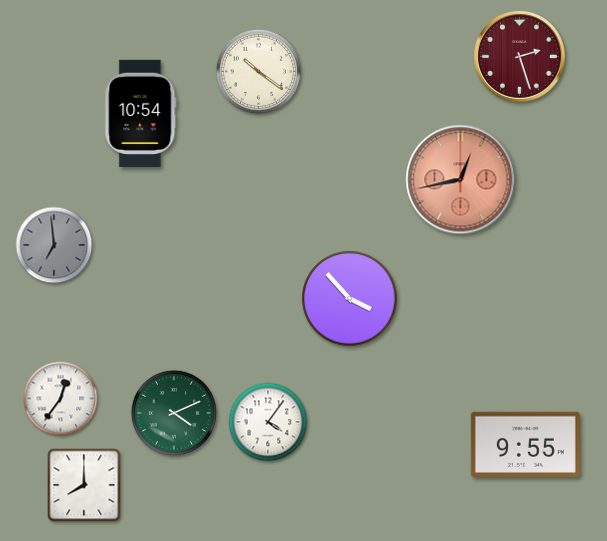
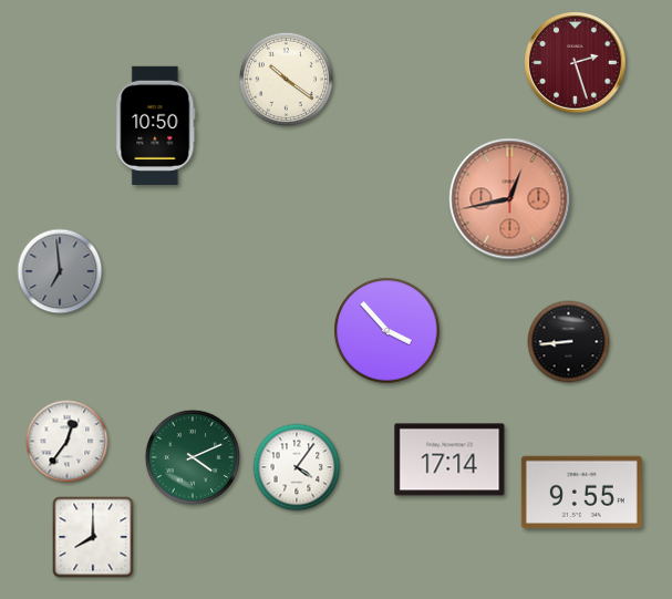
clock at (141, 113): 10:54 -> 10:50
clock at (569, 342): none -> 8:44
clock at (449, 459): none -> 17:14
